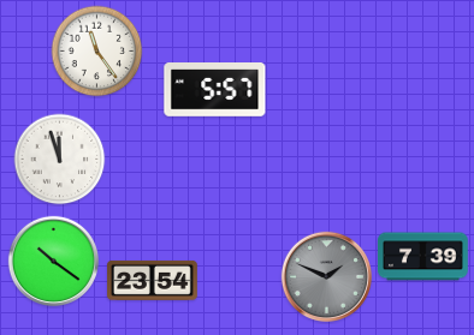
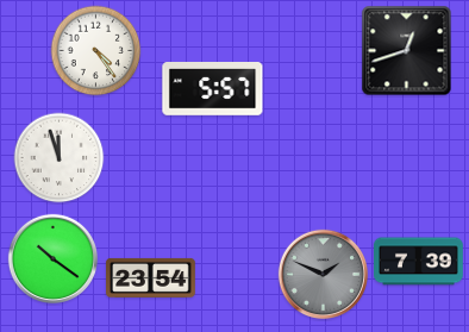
clock at (97, 52): 11:24 -> 4:24
clock at (407, 51): none -> 12:42
clock at (423, 257) position: (423, 257) -> (419, 262)
